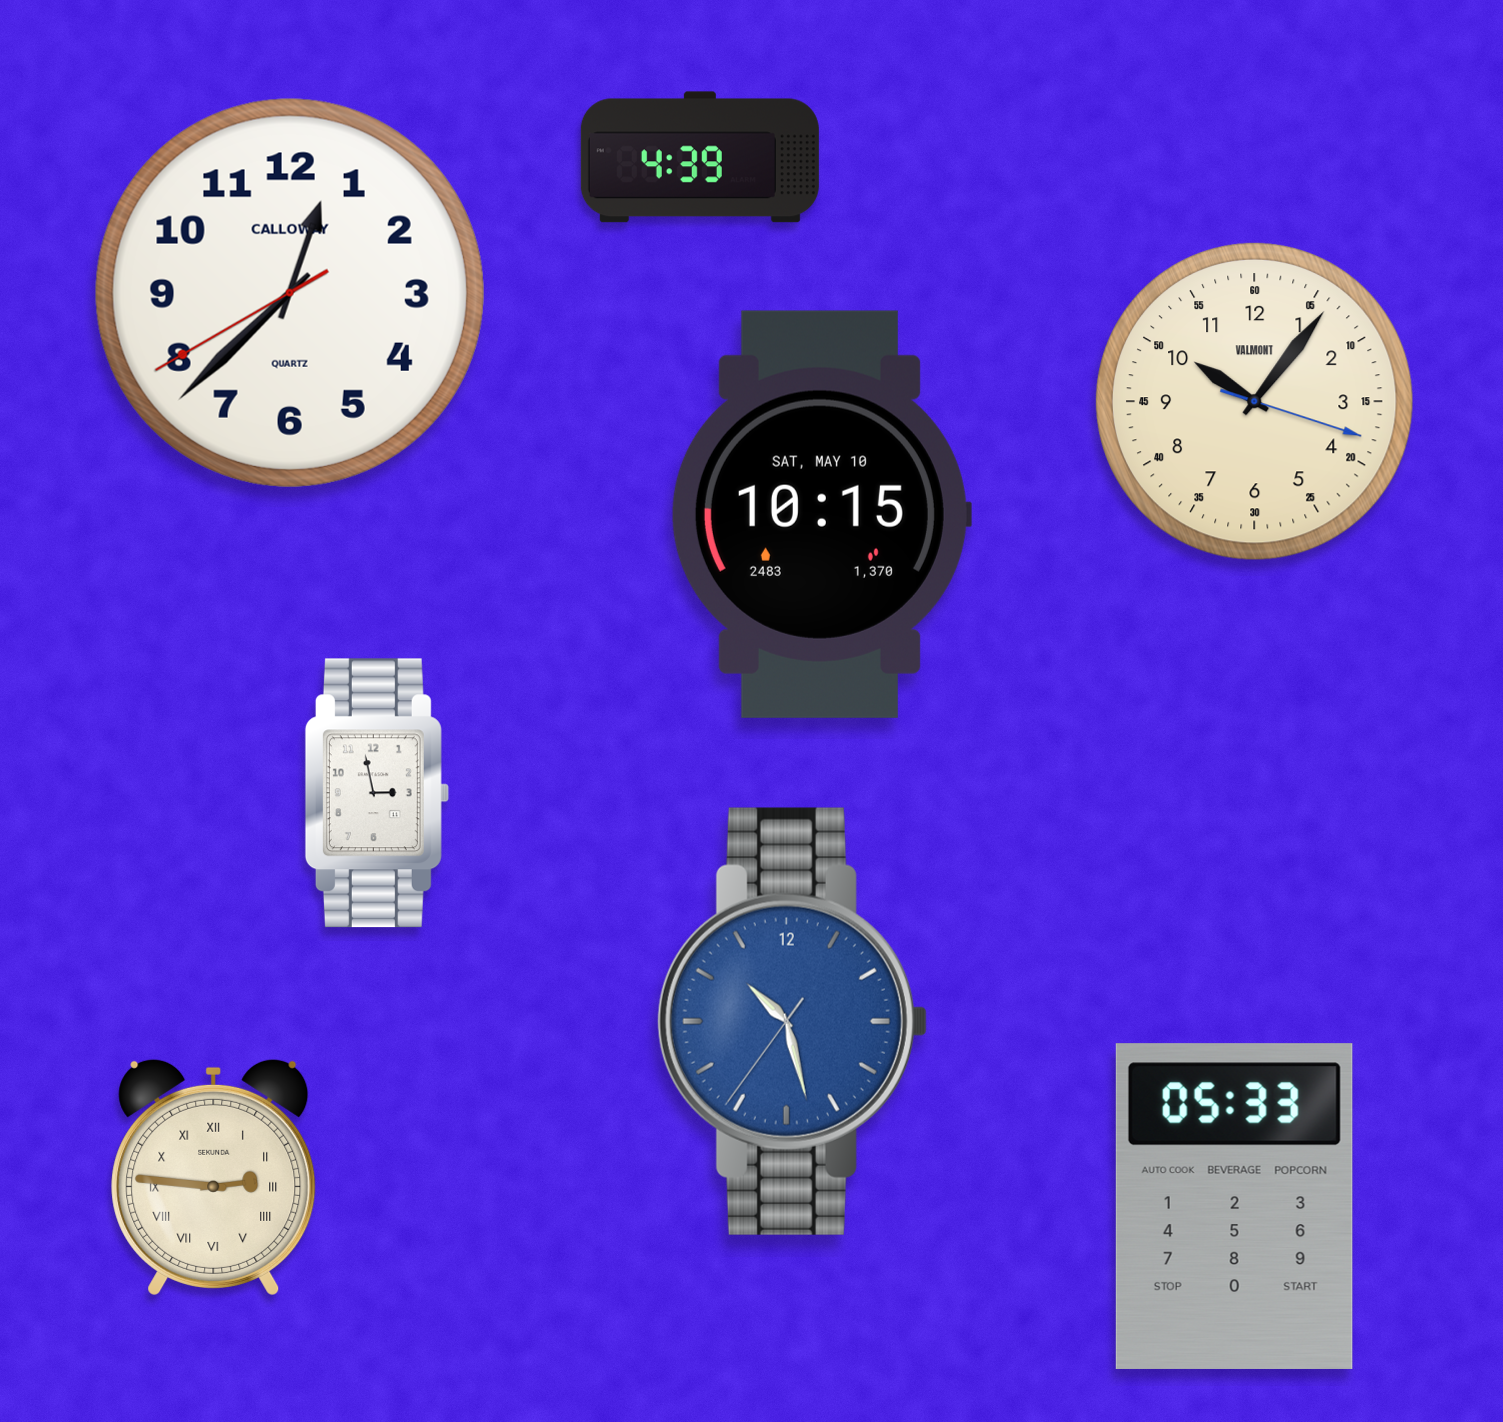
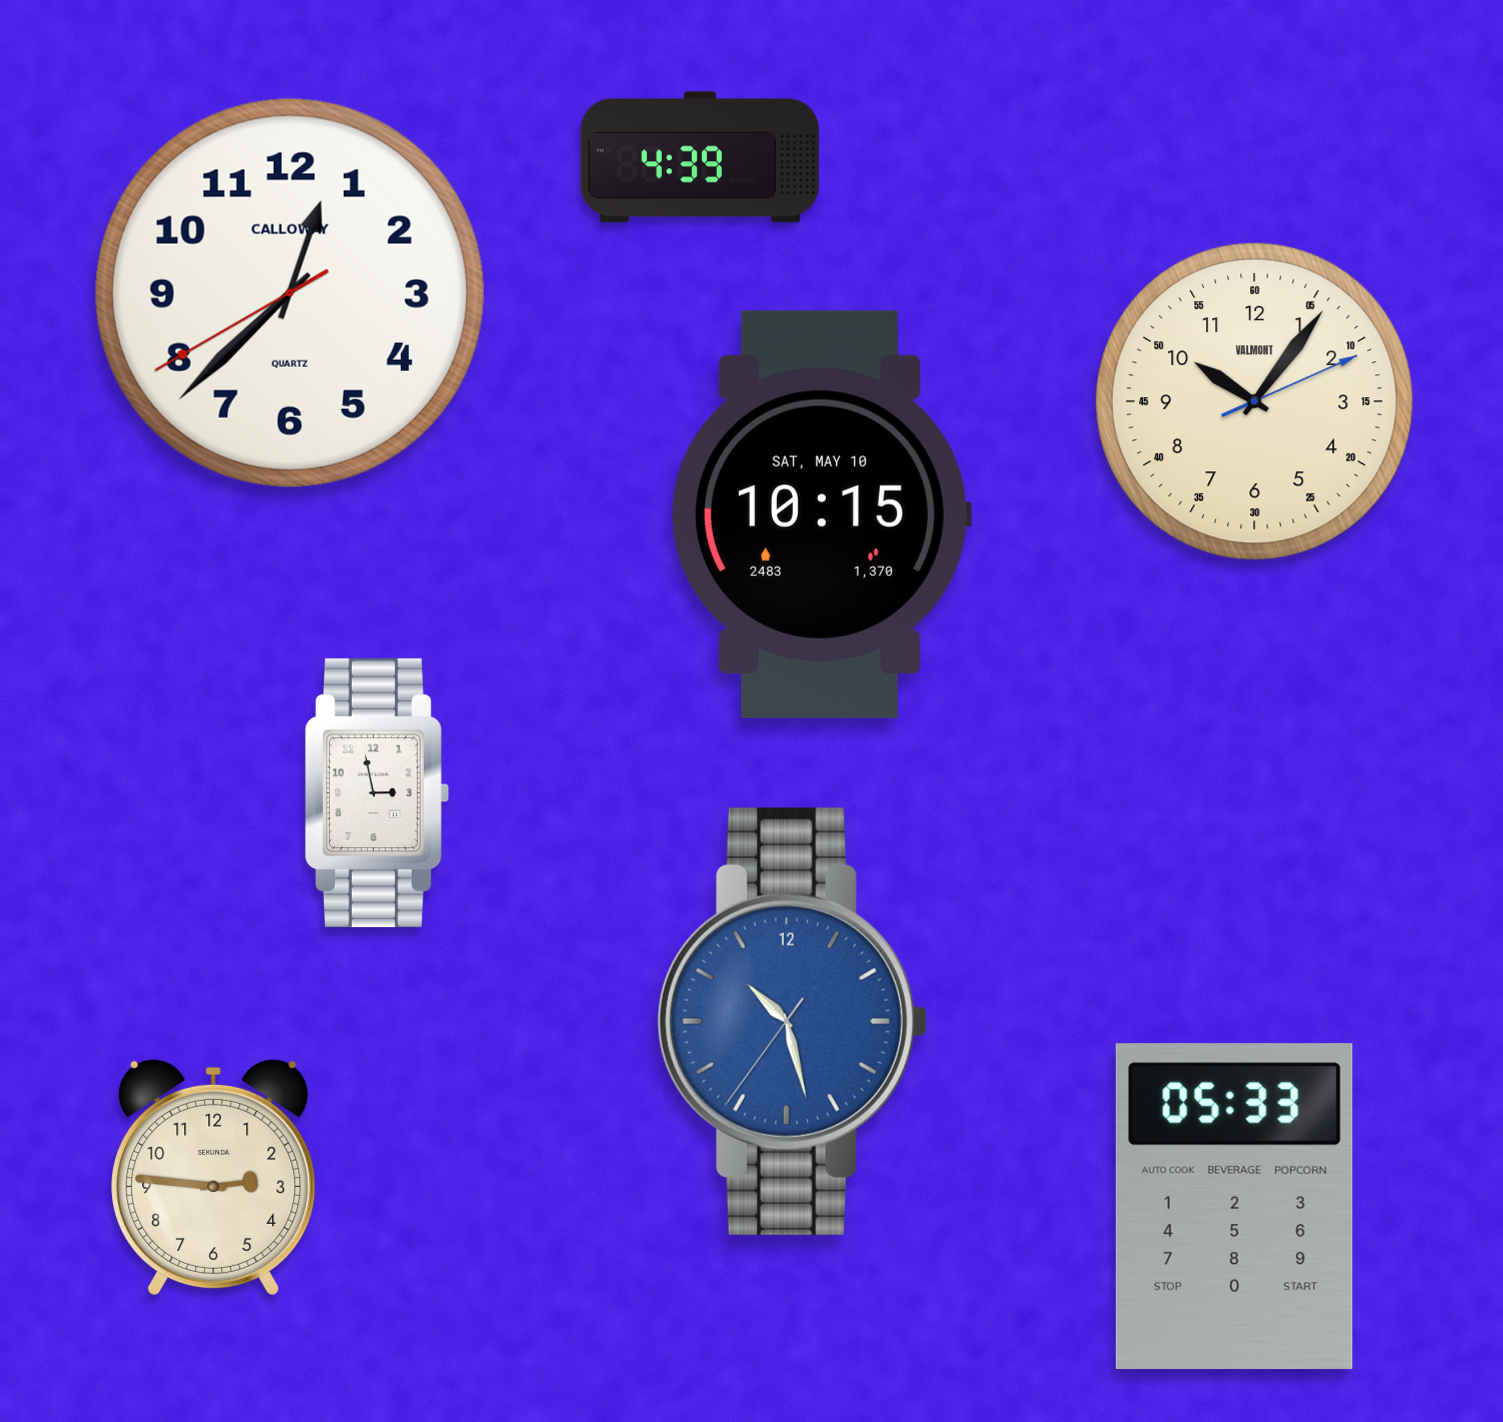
clock at (1254, 401): 10:06:18 -> 10:06:11
clock at (214, 1177) numerals: Roman -> Arabic
